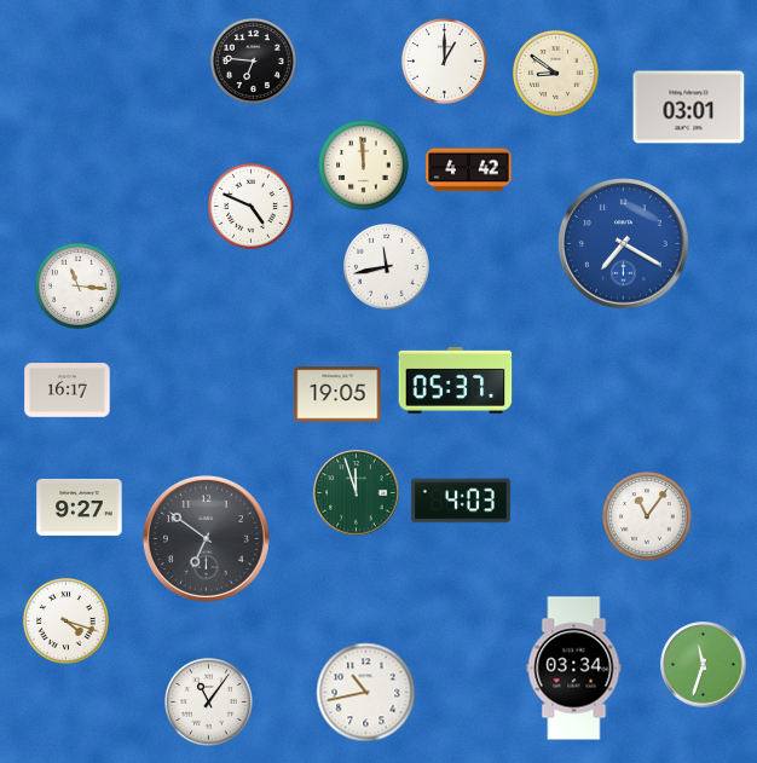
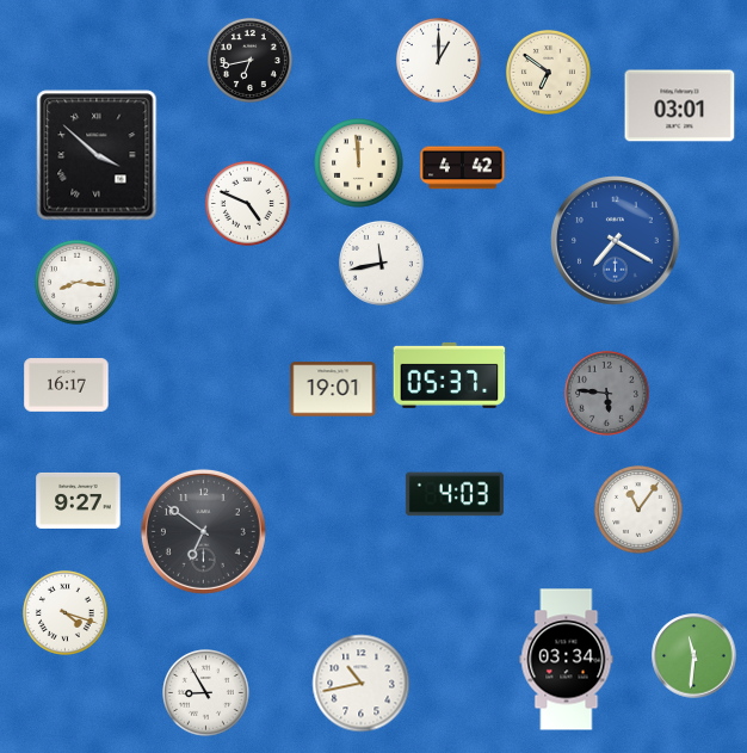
clock at (253, 60): 6:46 -> 6:43
clock at (555, 73): 8:51 -> 6:51
clock at (97, 155): none -> 3:52
clock at (77, 285): 11:16 -> 8:16
clock at (337, 394): 19:05 -> 19:01
clock at (606, 393): none -> 5:46
clock at (357, 493): 11:57 -> none
clock at (704, 665): 11:33 -> 11:31
clock at (209, 703): 11:06 -> 8:55
